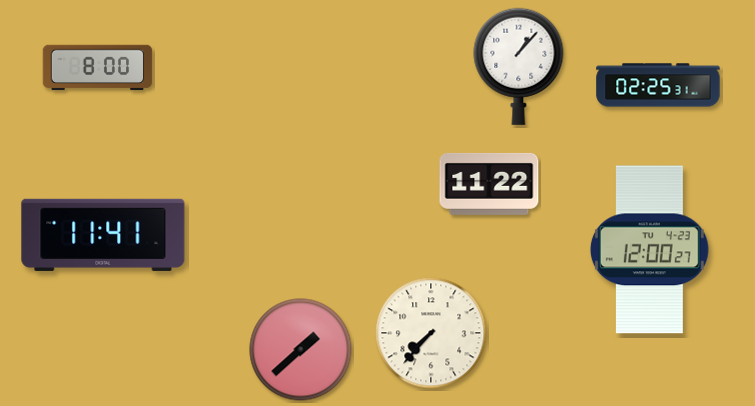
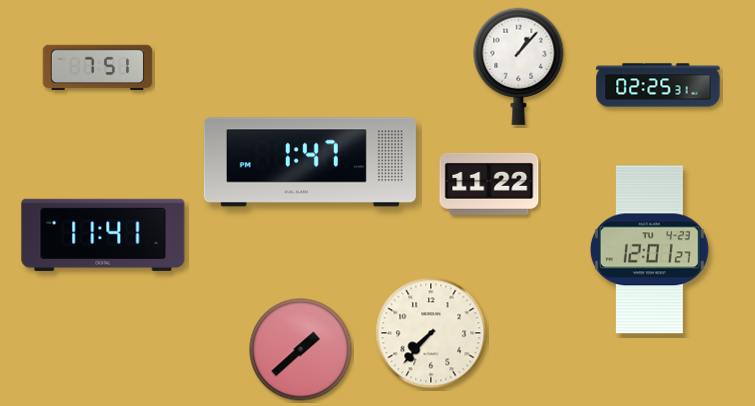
clock at (98, 68): 8:00 -> 7:51
clock at (310, 162): none -> 1:47
clock at (649, 250): 12:00 -> 12:01
